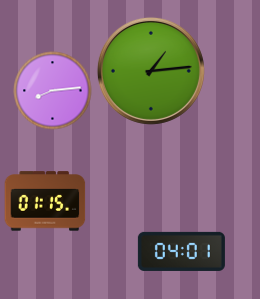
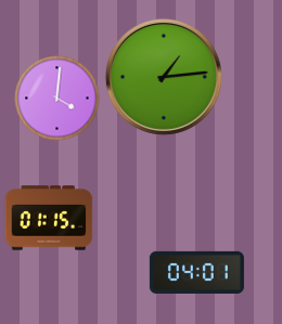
clock at (53, 91): 8:14 -> 4:01
